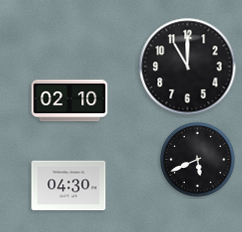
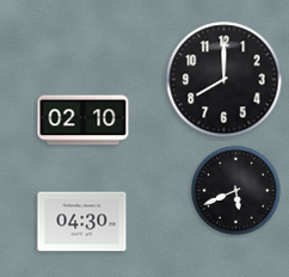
clock at (188, 67): 11:00 -> 8:00
